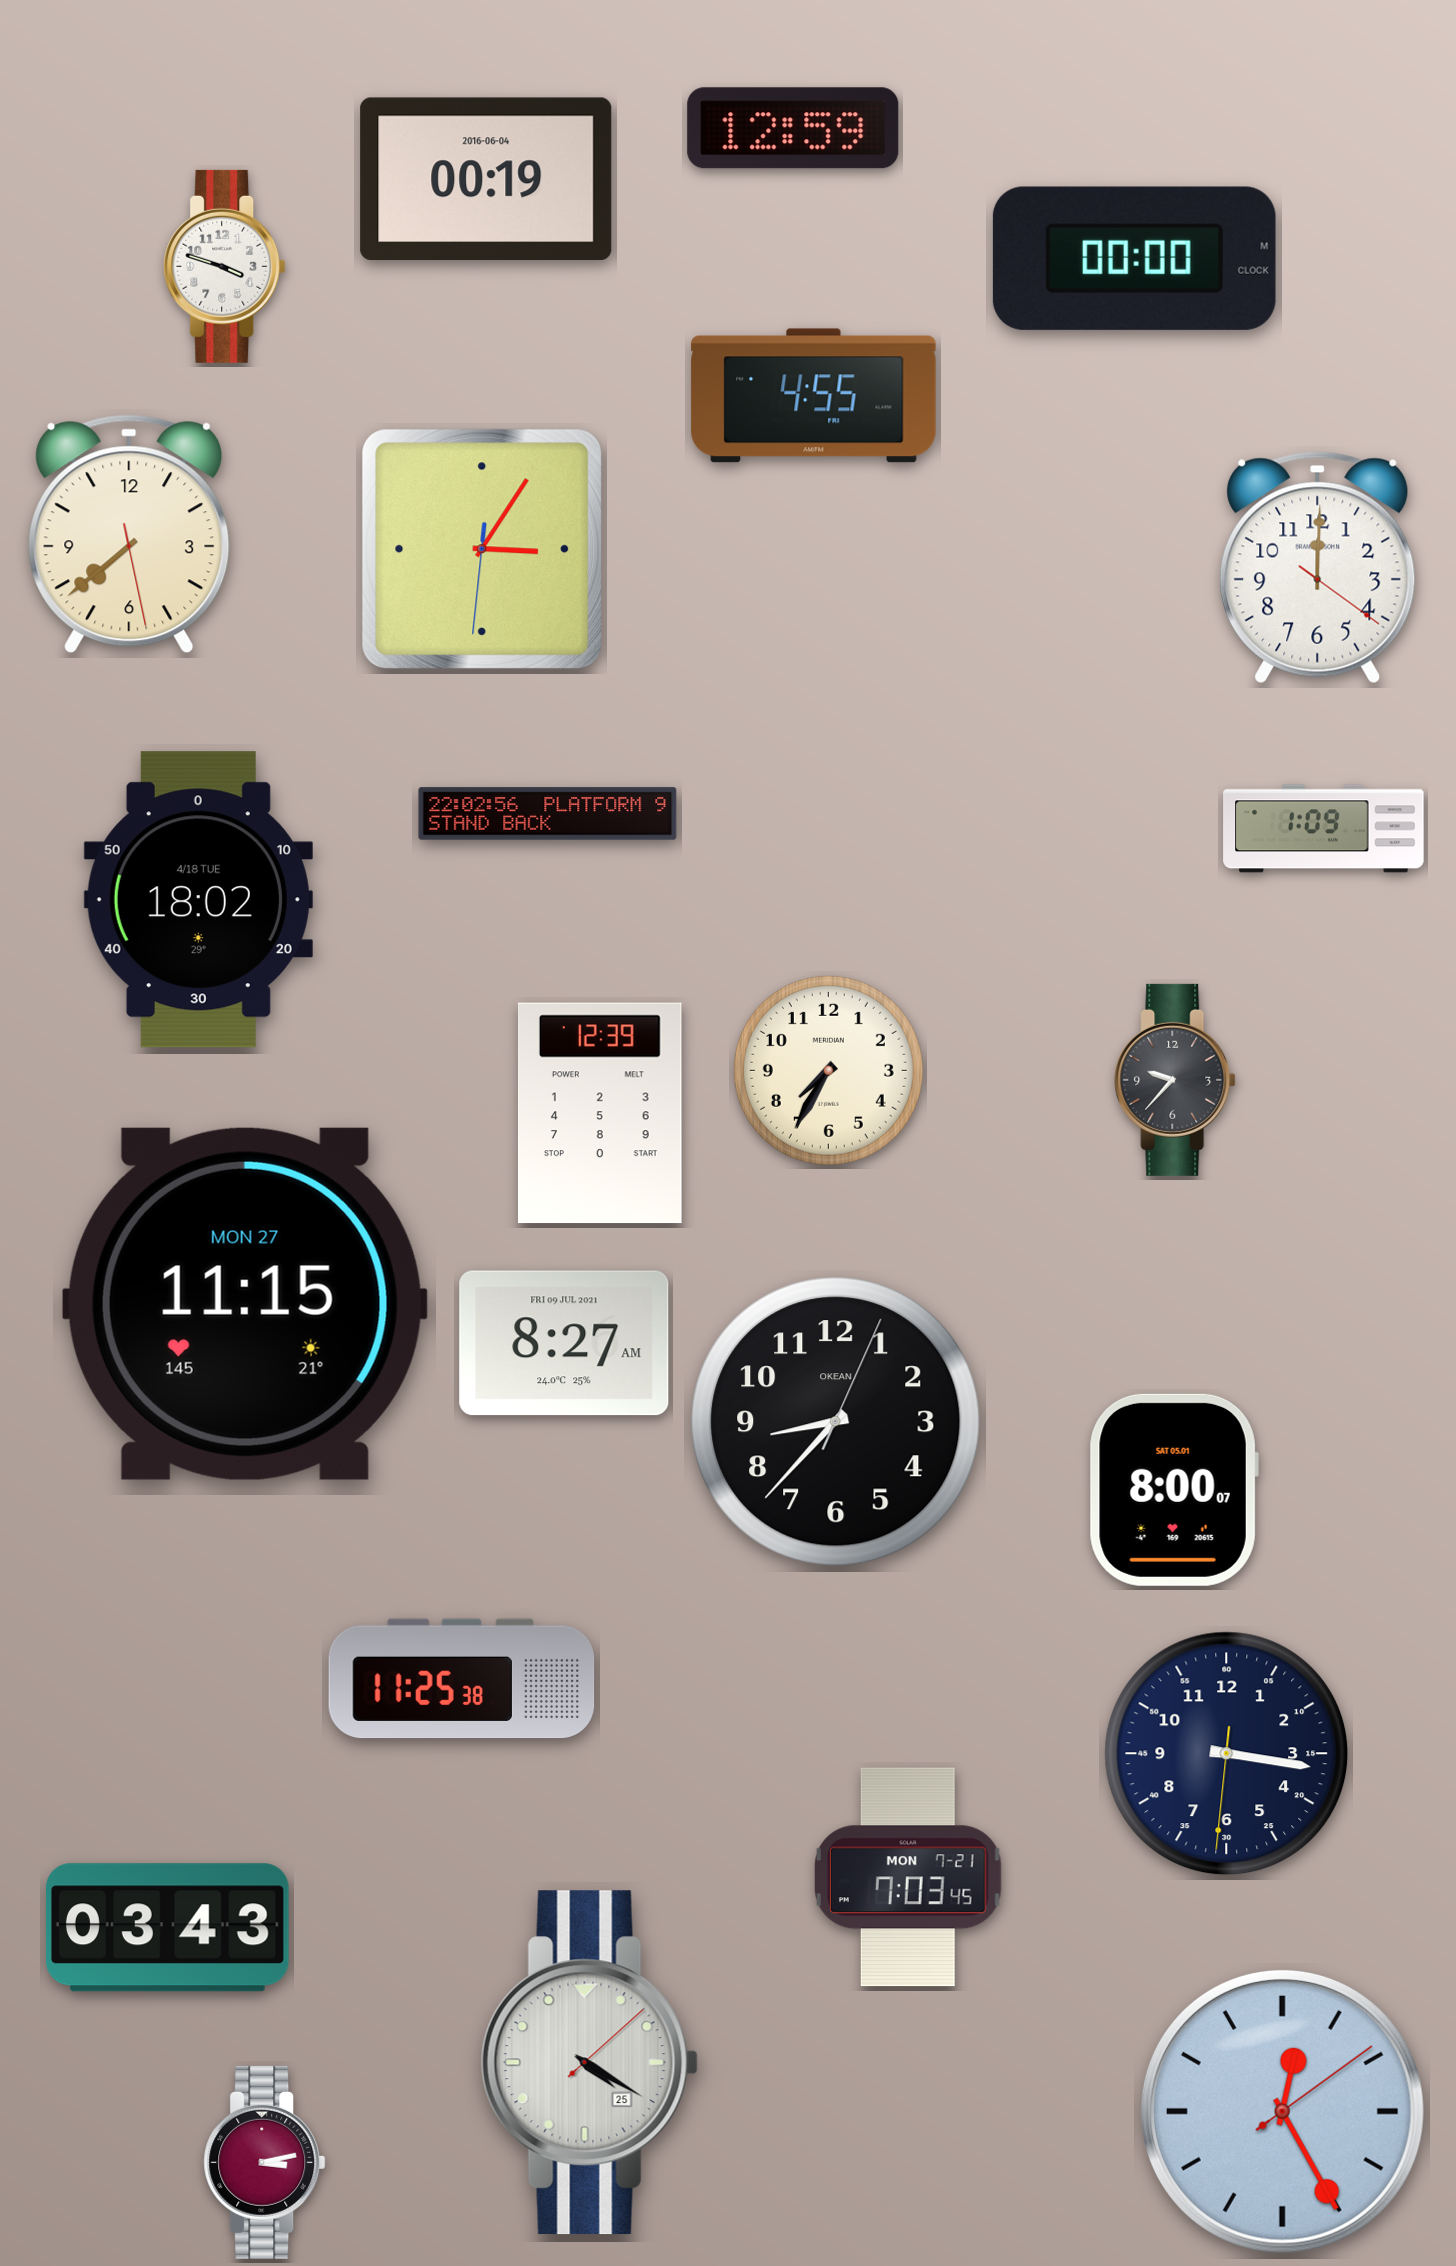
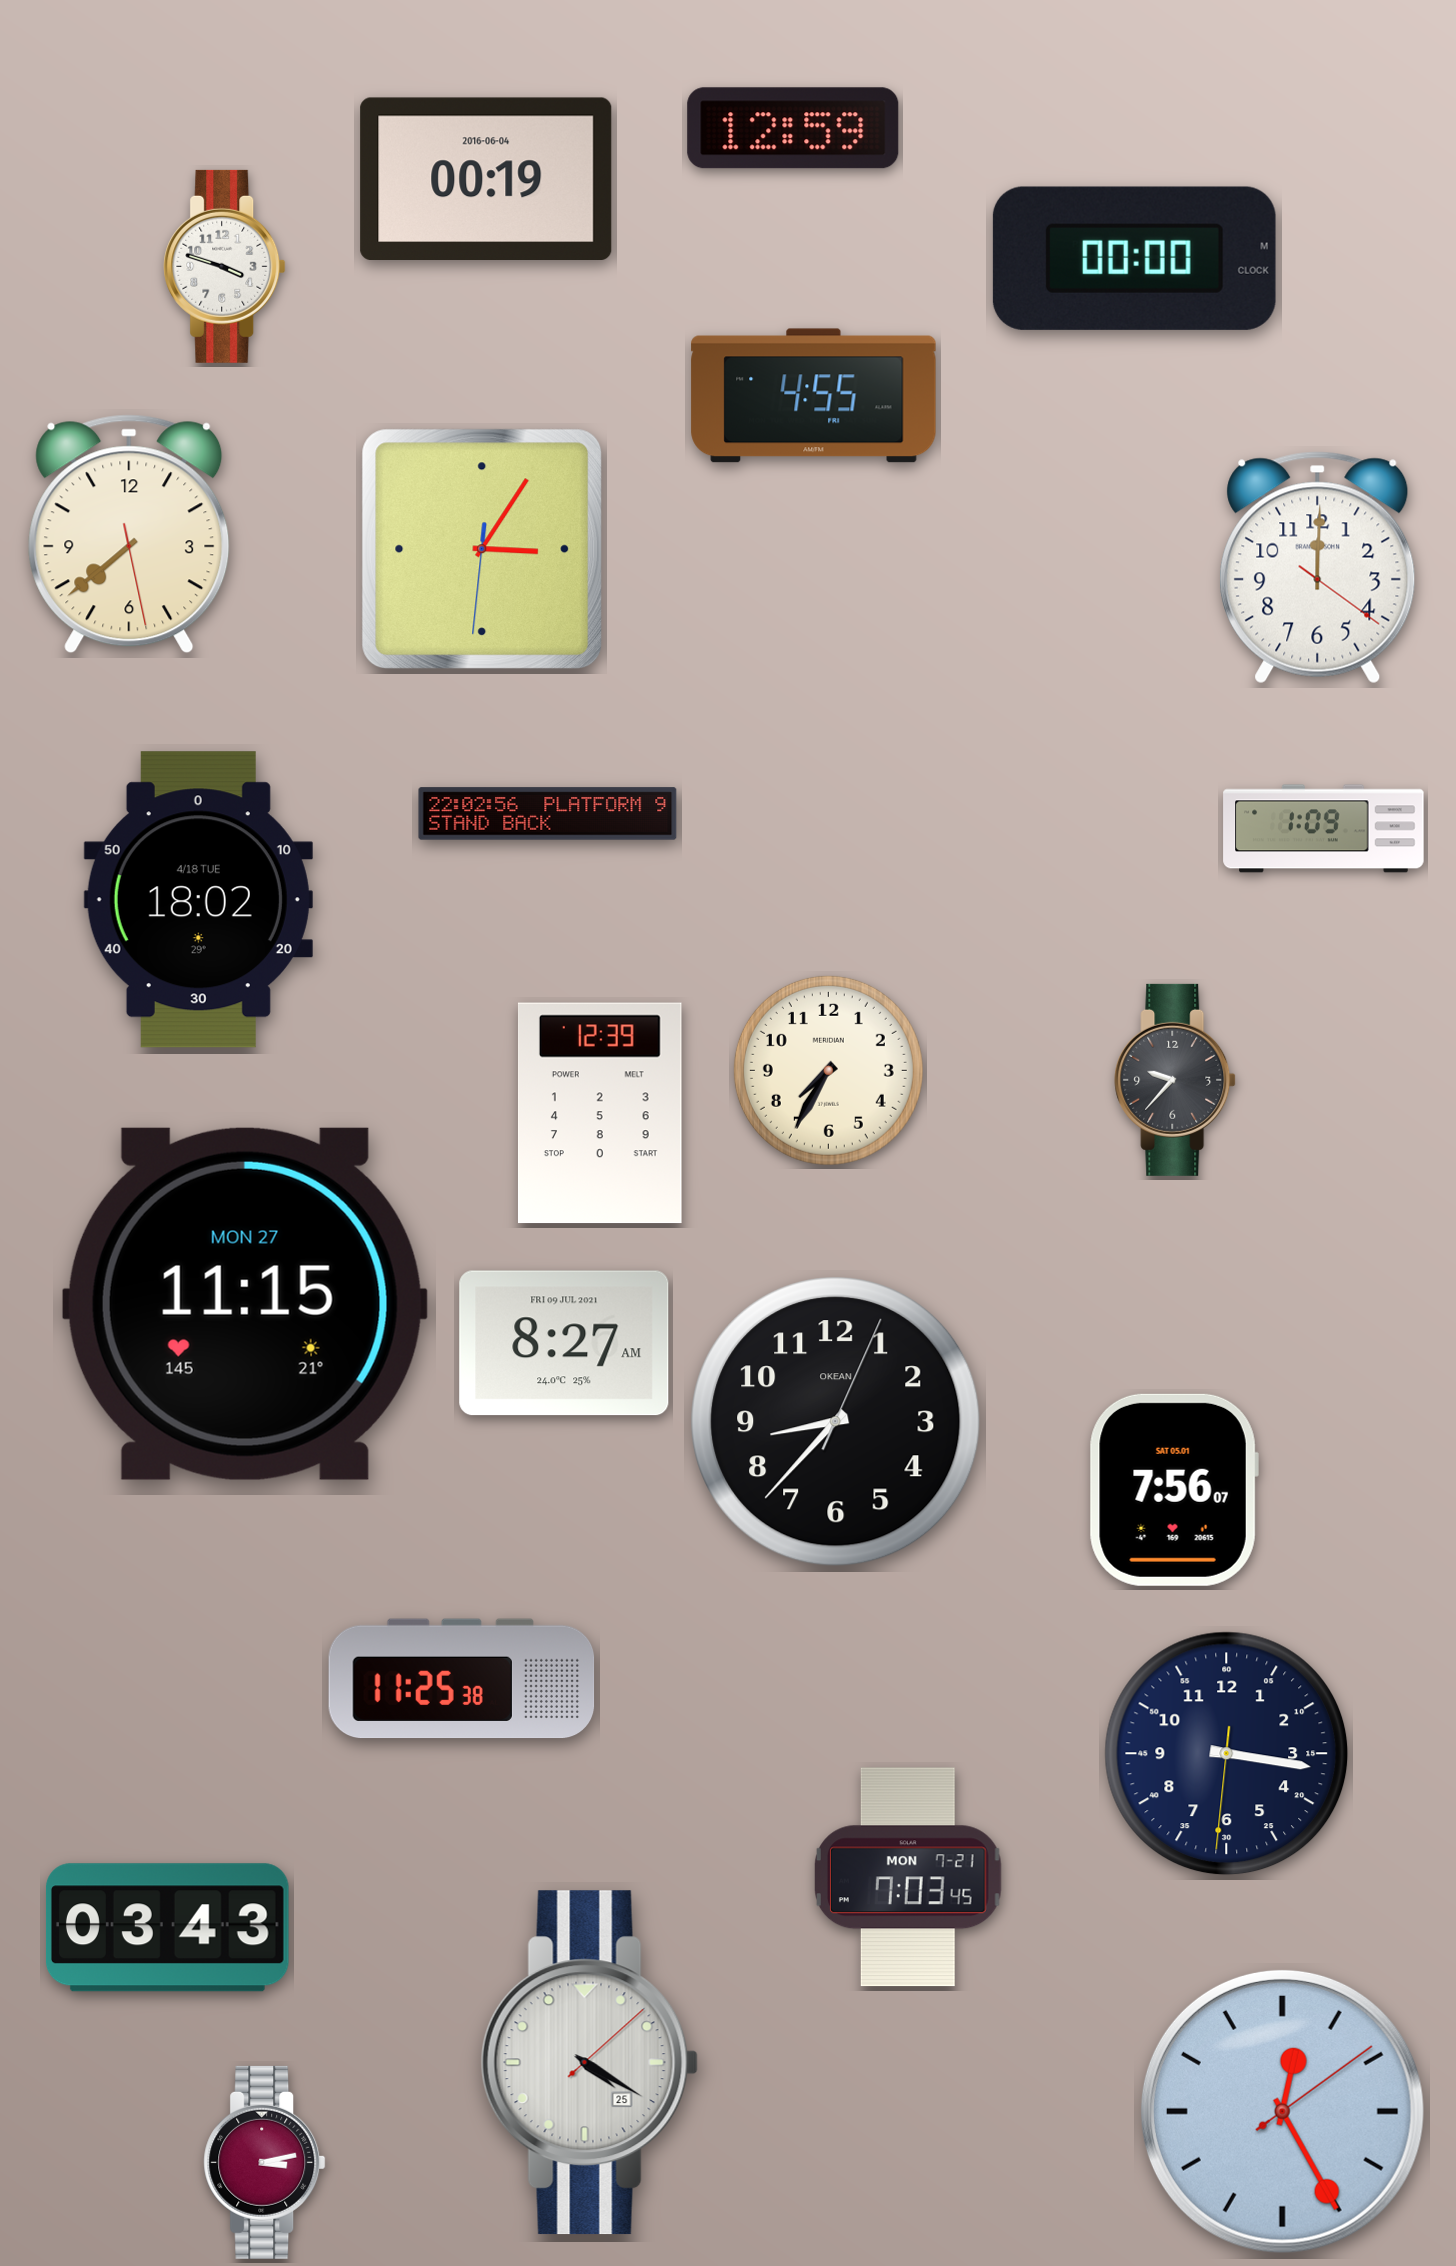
clock at (1174, 1490): 8:00 -> 7:56
